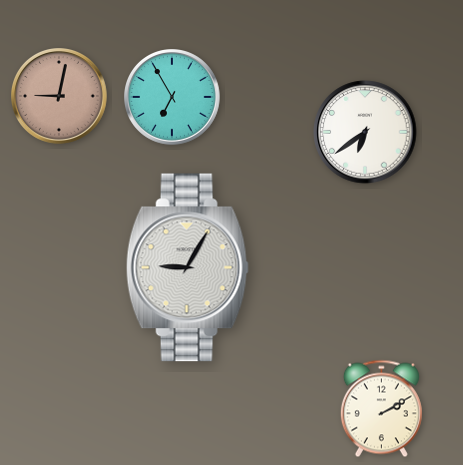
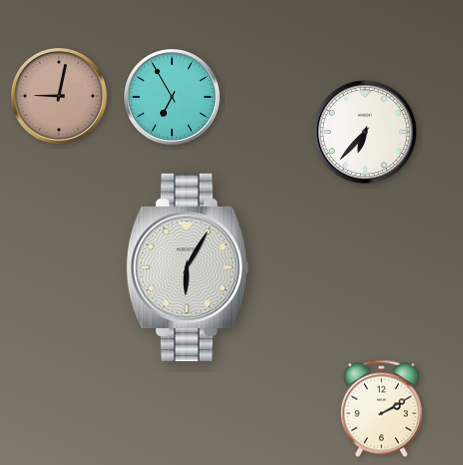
clock at (365, 132): 6:39 -> 6:37
clock at (187, 268): 9:05 -> 6:05
